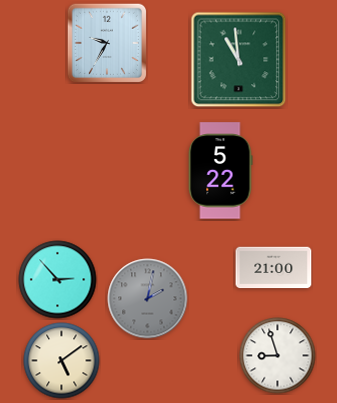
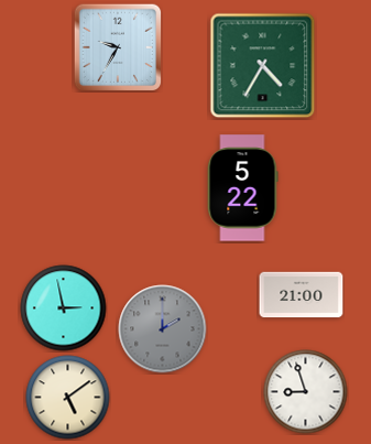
clock at (239, 60): 10:59 -> 4:35
clock at (58, 280): 2:53 -> 2:58
clock at (148, 299): 2:02 -> 2:00
